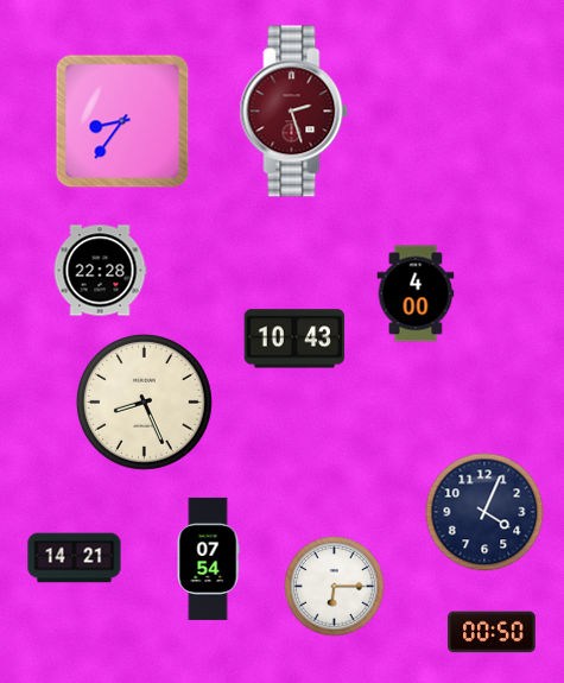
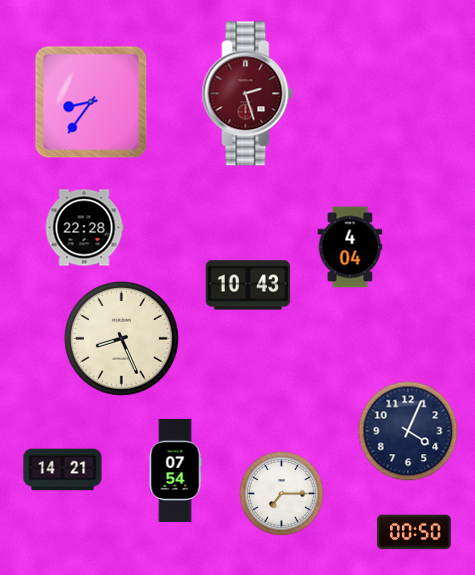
clock at (122, 121) position: (122, 121) -> (91, 102)
clock at (416, 293): 4:00 -> 4:04
clock at (335, 587): 6:15 -> 7:15
